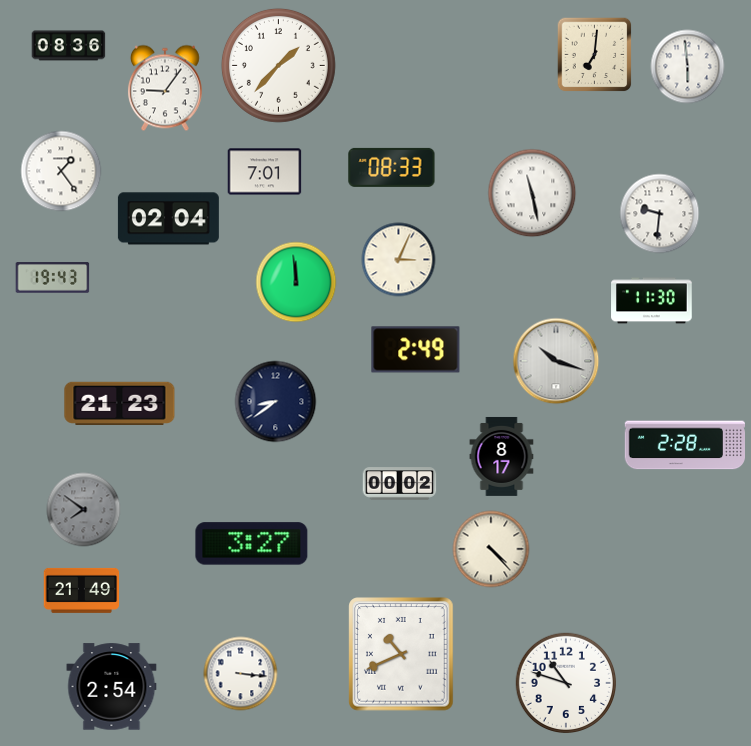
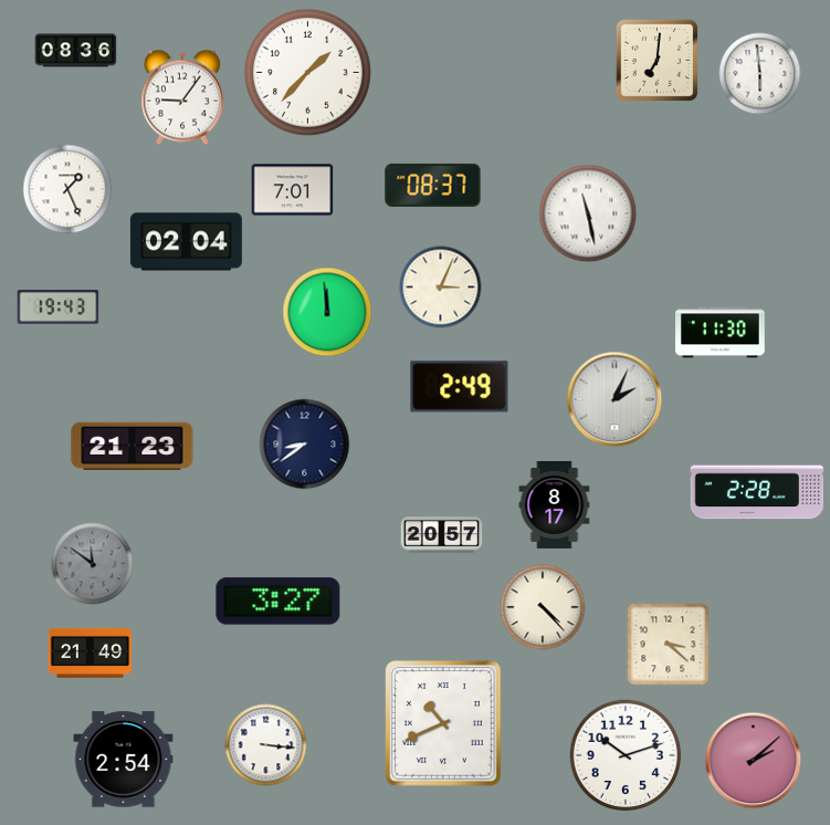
clock at (392, 167): 08:33 -> 08:37
clock at (61, 171): 1:24 -> 1:26
clock at (660, 214): 9:31 -> none
clock at (556, 361): 10:18 -> 2:04
clock at (400, 484): 00:02 -> 20:57
clock at (84, 510): 7:51 -> 11:51
clock at (669, 645): none -> 3:22
clock at (565, 682): 10:48 -> 10:12
clock at (754, 761): none -> 2:08
